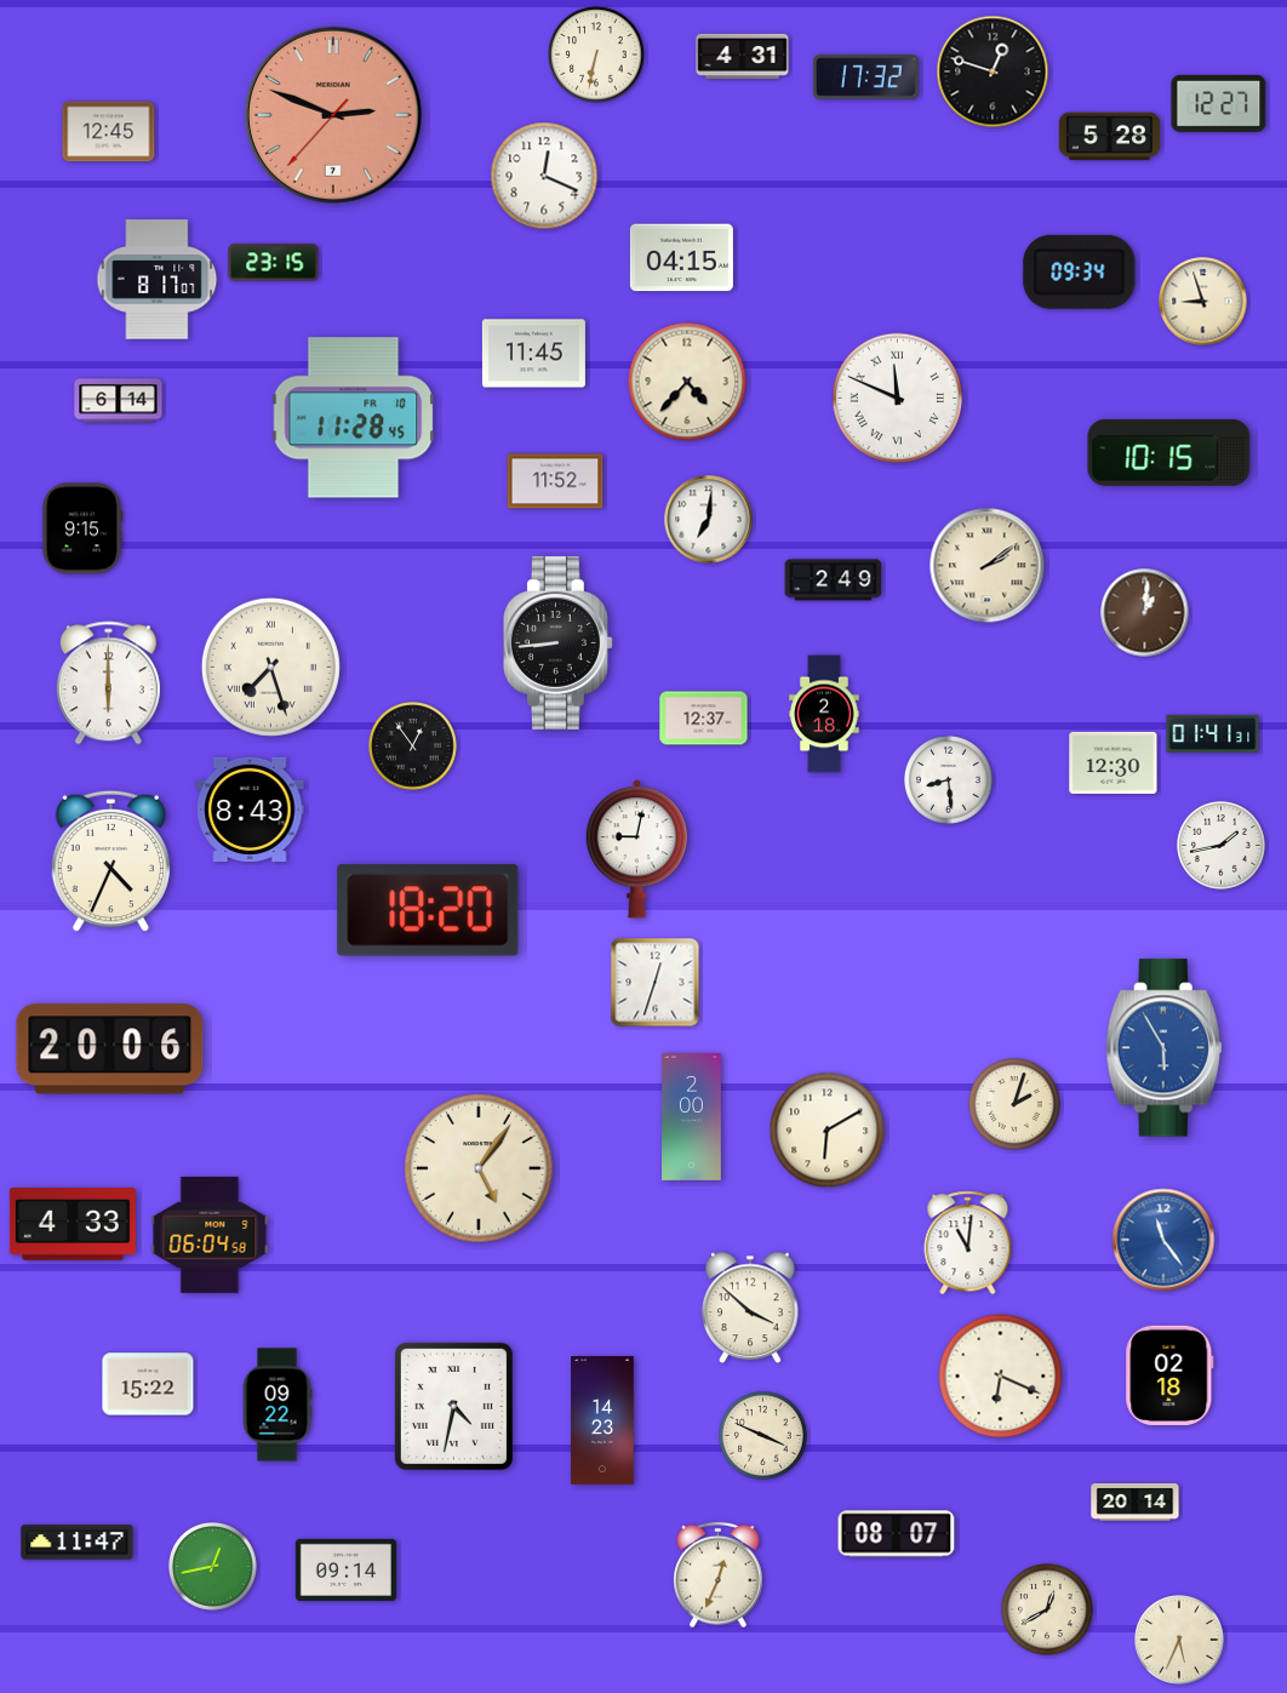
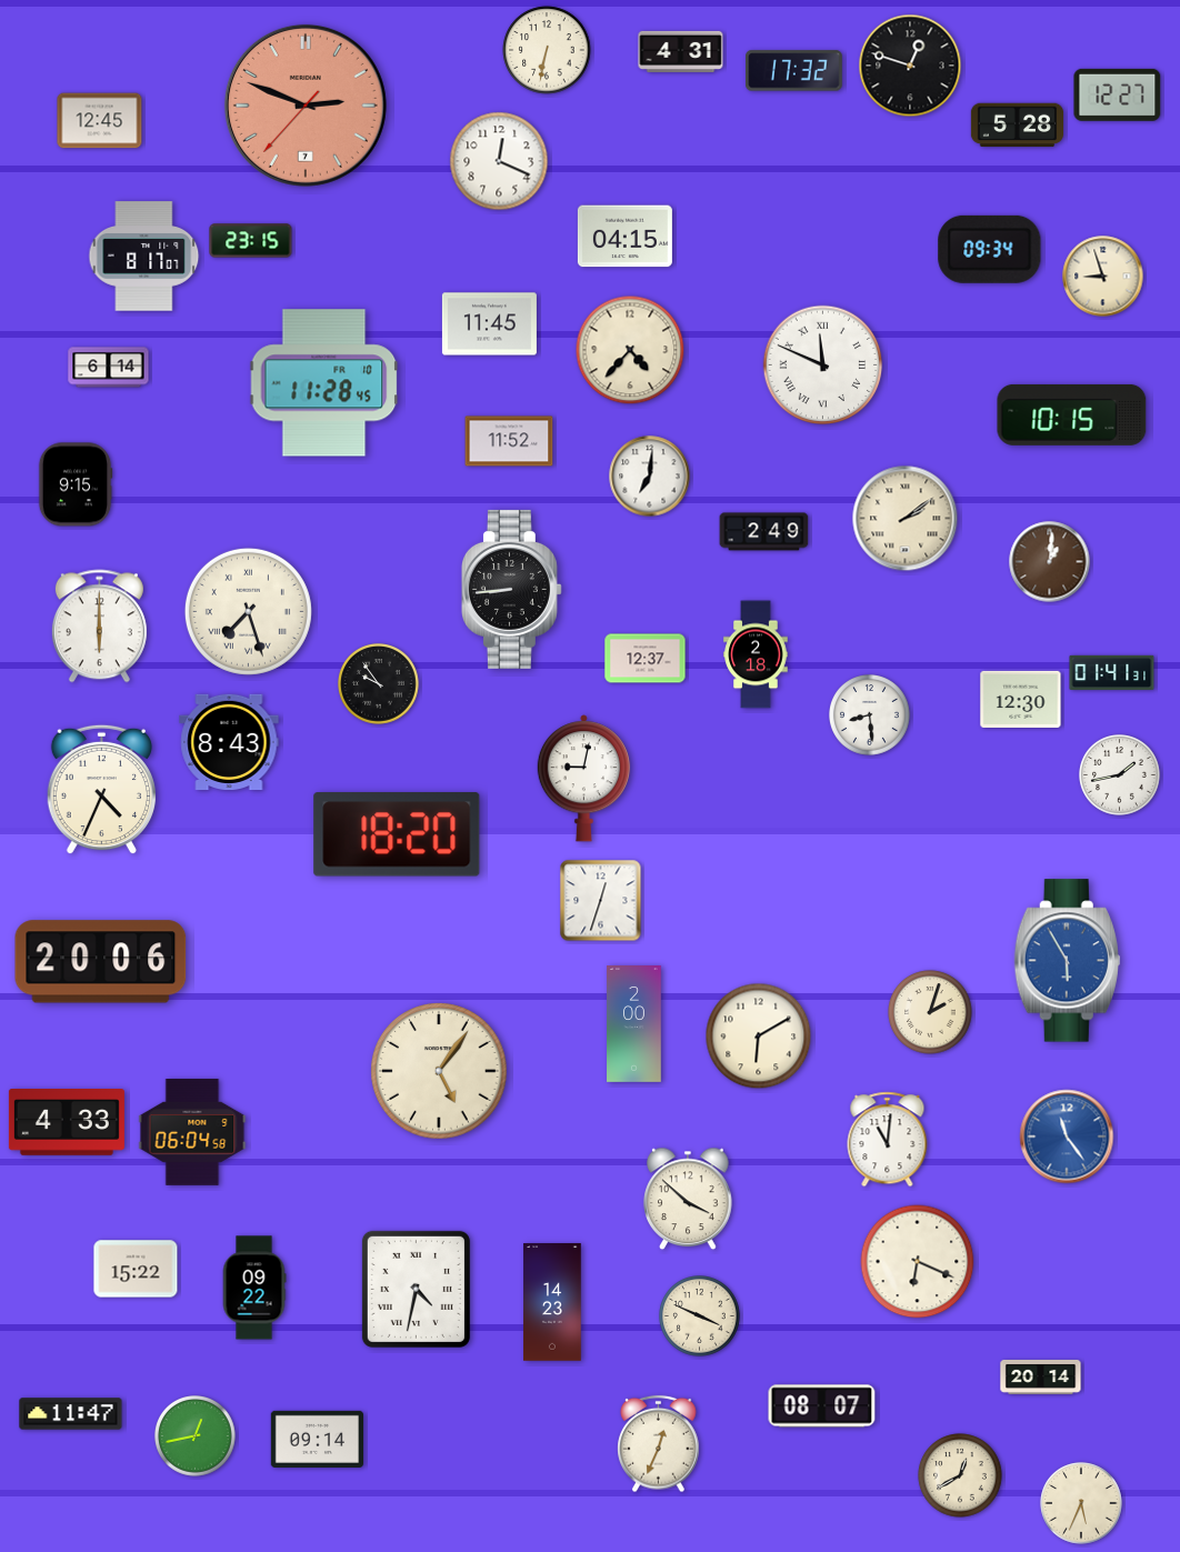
clock at (413, 747): 12:54 -> 9:54
clock at (428, 910) position: (428, 910) -> (397, 834)
clock at (1169, 1375): 02:18 -> none
